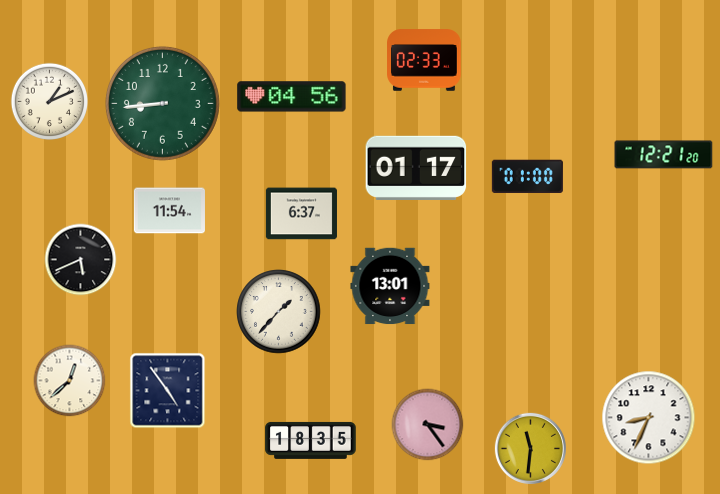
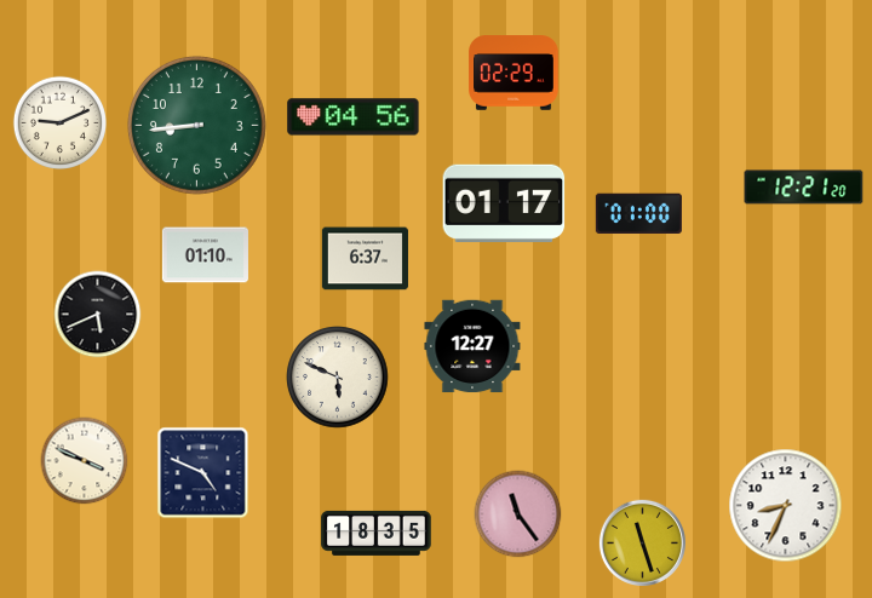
clock at (424, 60): 02:33 -> 02:29
clock at (49, 101): 1:11 -> 9:11
clock at (169, 211): 11:54 -> 01:10
clock at (390, 286): 13:01 -> 12:27
clock at (279, 312): 1:37 -> 5:49
clock at (70, 381): 12:38 -> 3:49
clock at (168, 391): 4:54 -> 4:49
clock at (428, 425): 3:24 -> 11:24
clock at (530, 448): 11:31 -> 11:27
